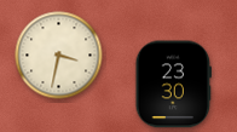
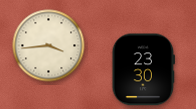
clock at (59, 56): 3:32 -> 3:44
